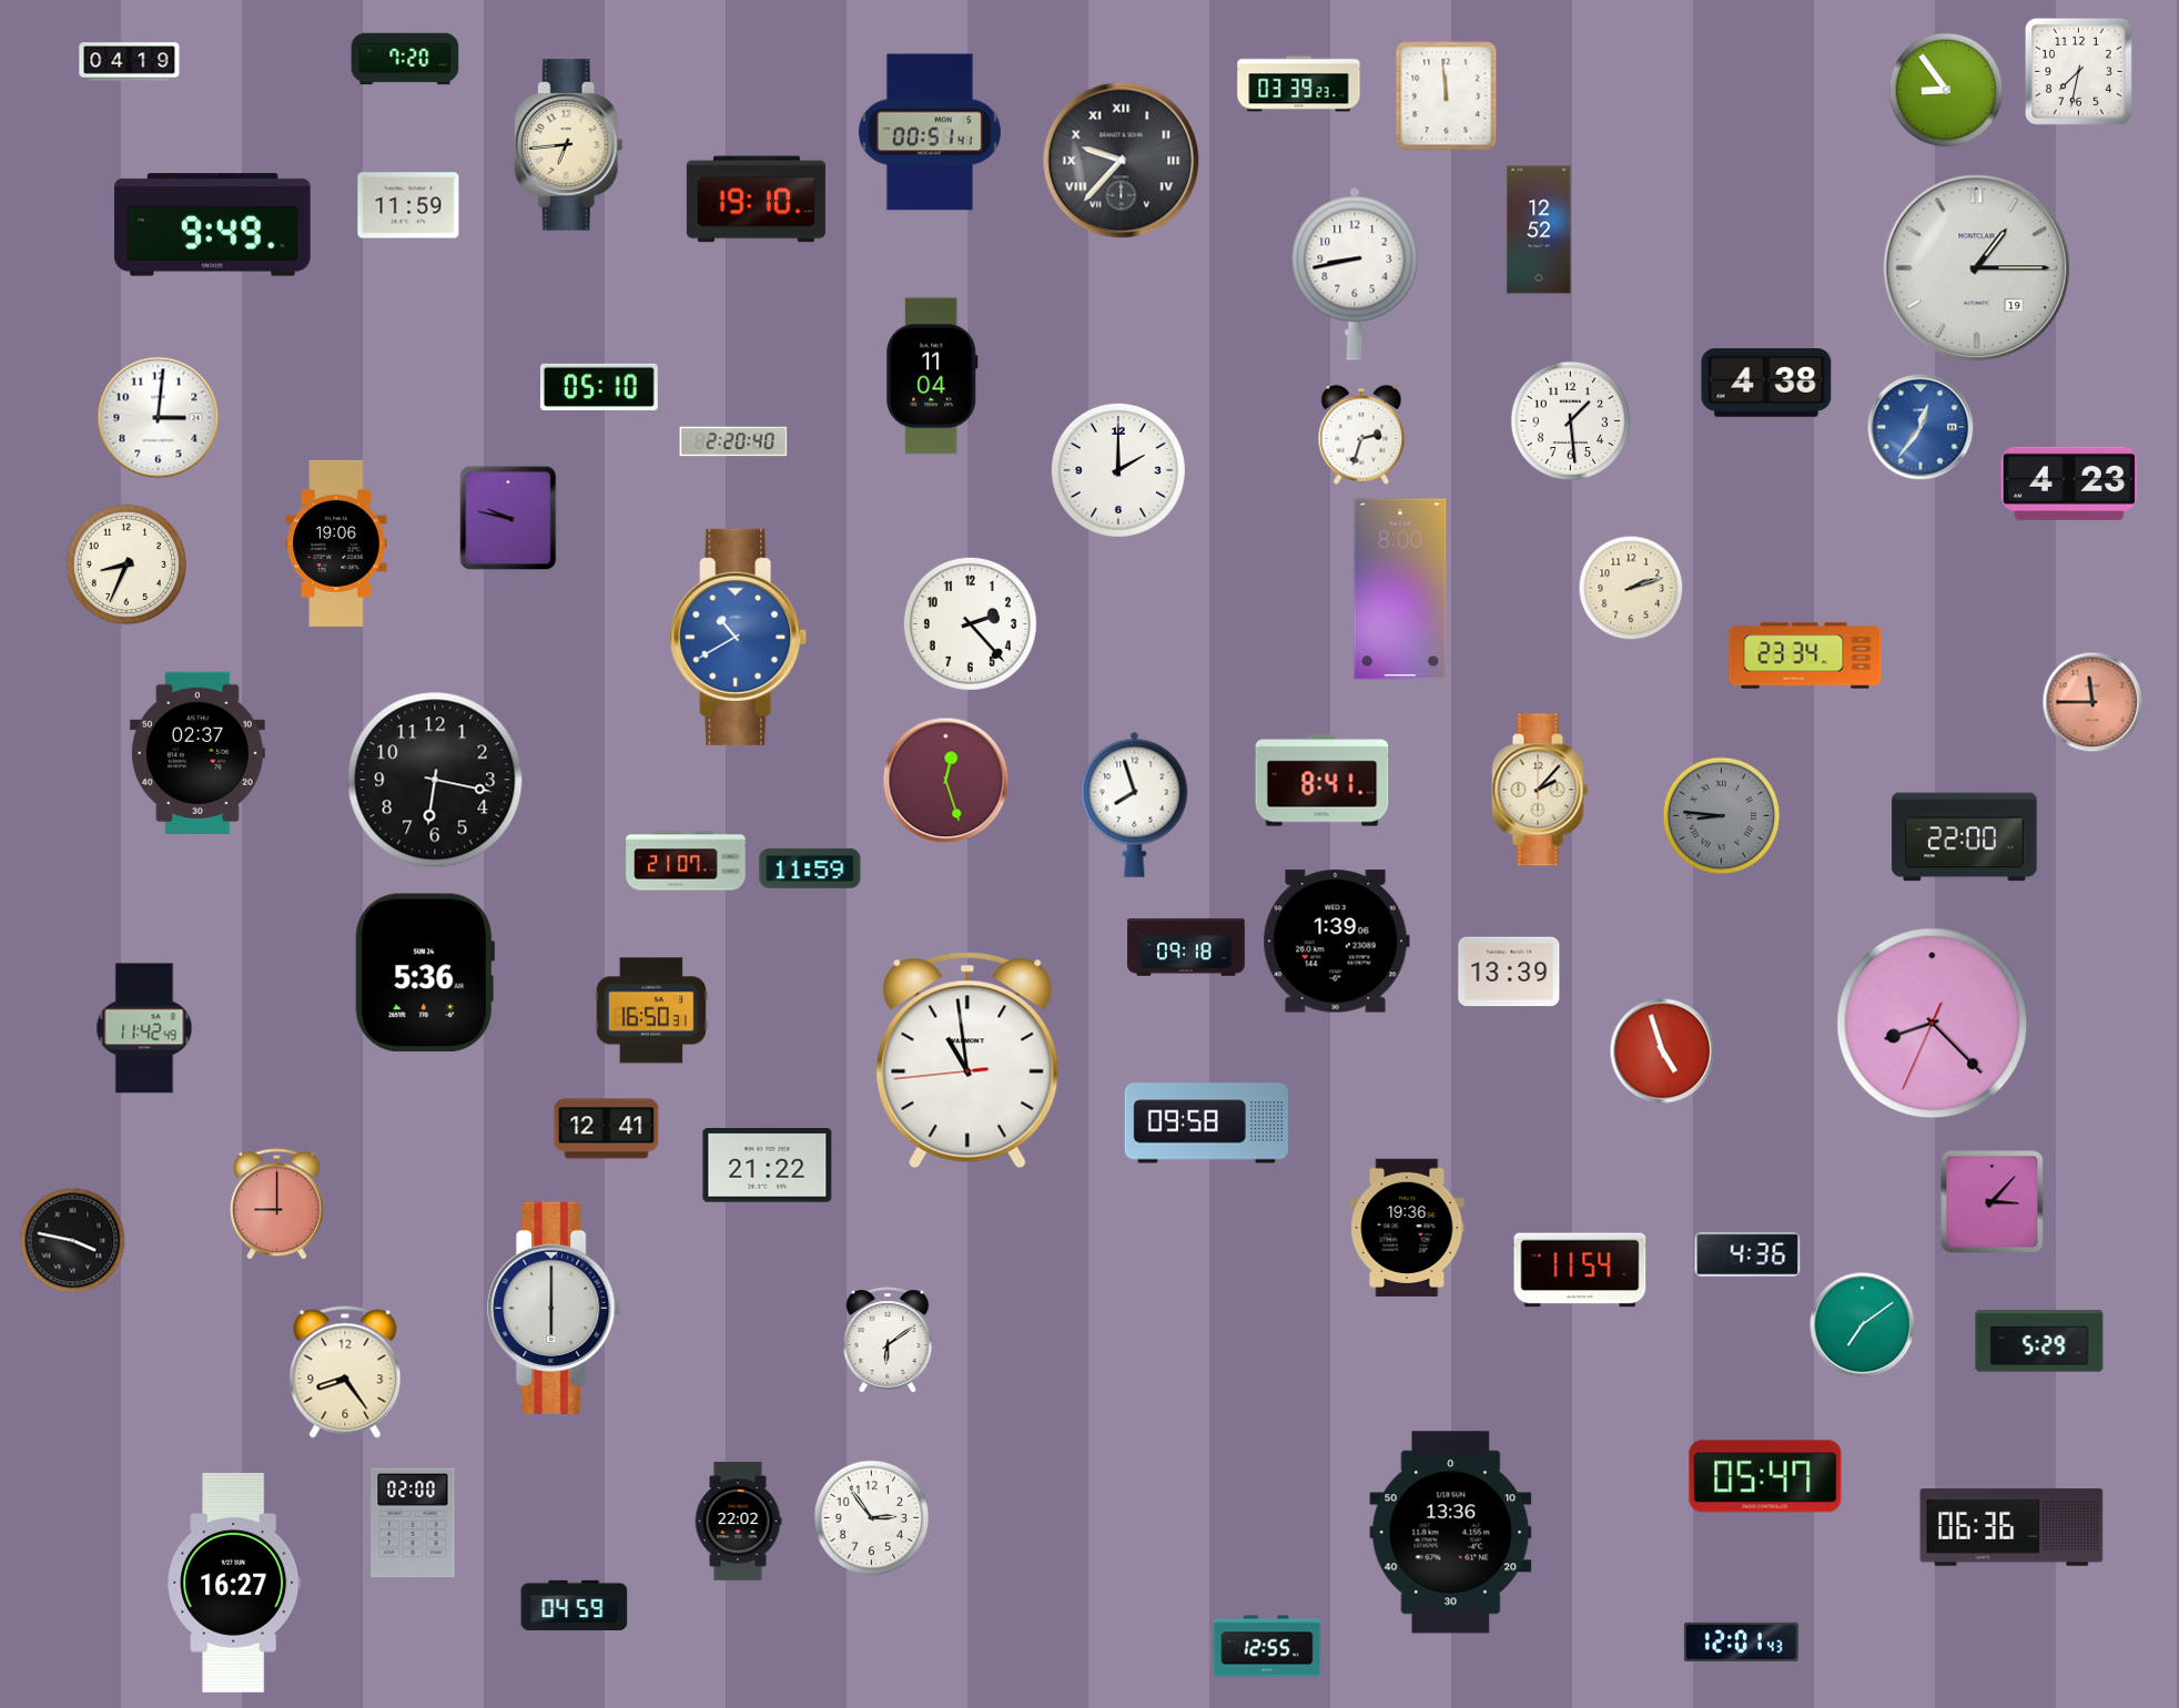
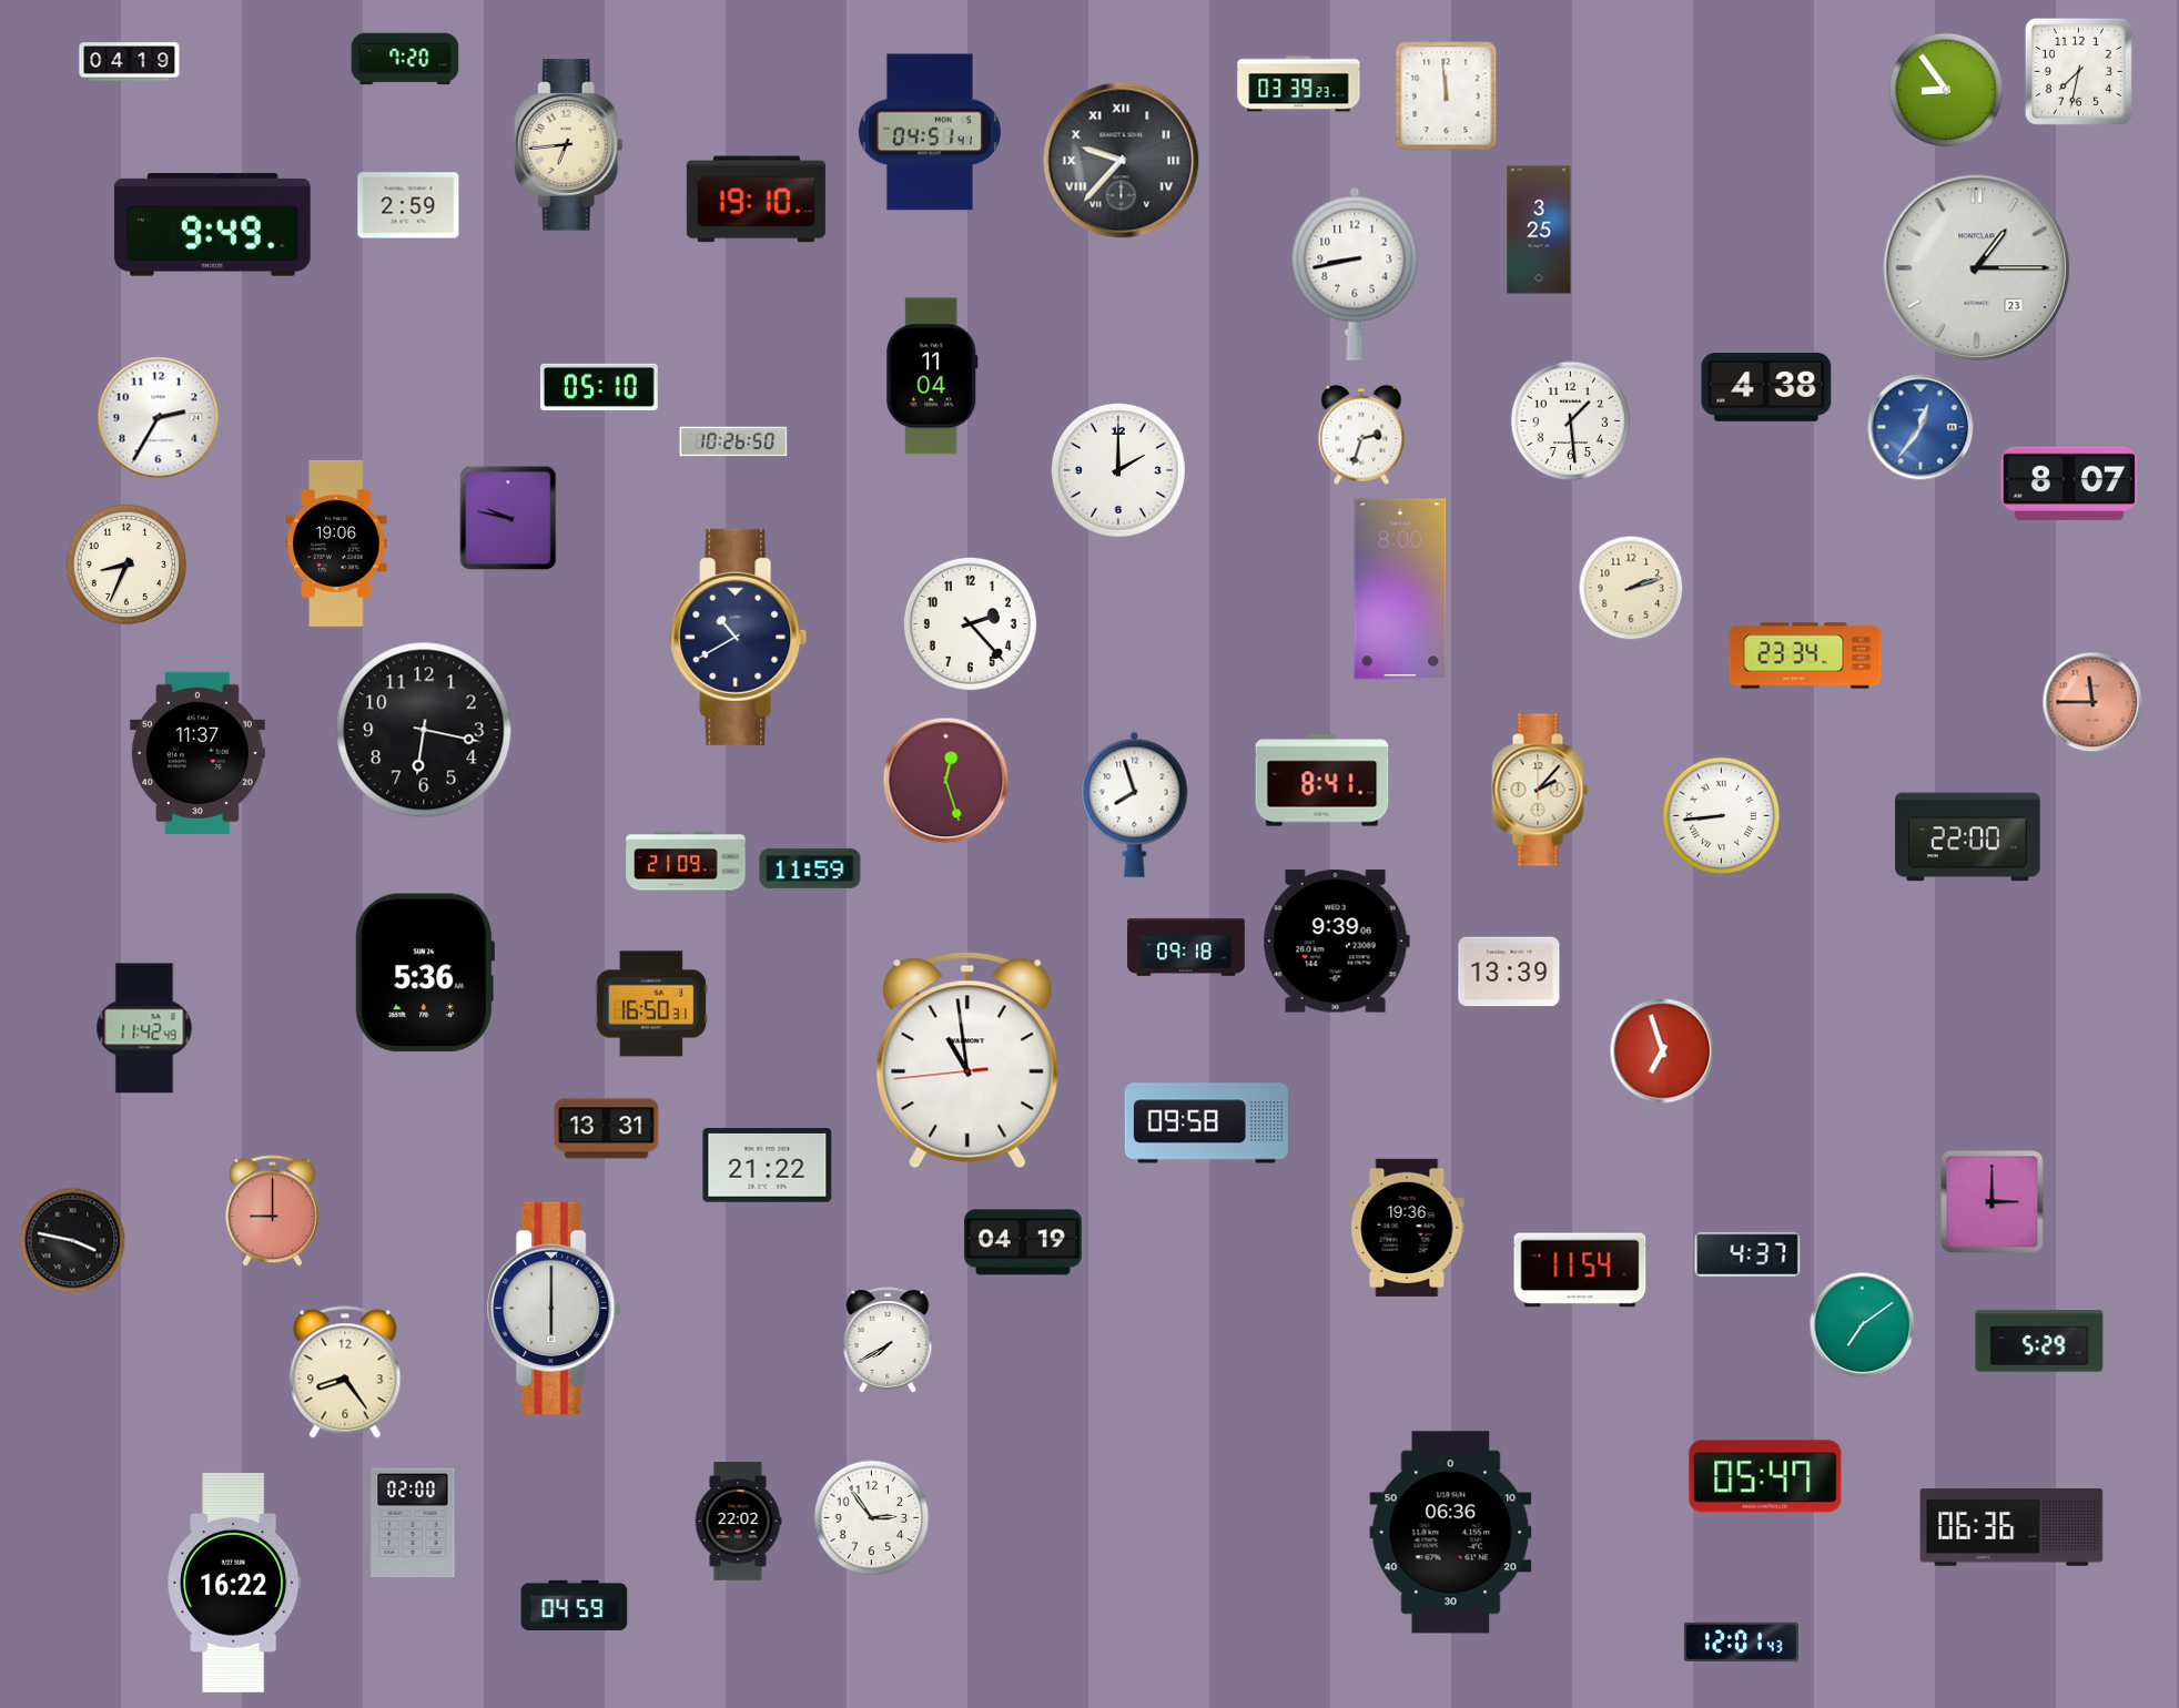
clock at (930, 132): 00:51 -> 04:51
clock at (408, 205): 11:59 -> 2:59
clock at (1539, 230): 12:52 -> 3:25
clock at (1977, 268) date: 19 -> 23
clock at (1766, 384) position: (1766, 384) -> (1766, 388)
clock at (159, 418): 3:01 -> 2:35
clock at (733, 441): 2:20 -> 10:26
clock at (2069, 484): 4:23 -> 8:07
clock at (739, 637) dial: blue -> navy
clock at (197, 752): 02:37 -> 11:37
clock at (435, 780) position: (435, 780) -> (424, 730)
clock at (1722, 816): 8:46 -> 8:44
clock at (1722, 816) dial: grey -> white
clock at (1965, 837) position: (1965, 837) -> (1968, 837)
clock at (686, 861): 21:07 -> 21:09
clock at (1336, 942): 1:39 -> 9:39
clock at (651, 1010) position: (651, 1010) -> (651, 1004)
clock at (1933, 1024): 8:22 -> none
clock at (1663, 1051): 4:57 -> 6:57
clock at (607, 1129): 12:41 -> 13:31
clock at (1993, 1202): 3:07 -> 3:00
clock at (277, 1204) position: (277, 1204) -> (273, 1211)
clock at (1024, 1242): none -> 04:19
clock at (1747, 1254): 4:36 -> 4:37
clock at (888, 1340): 6:09 -> 7:40
clock at (1451, 1533): 13:36 -> 06:36
clock at (234, 1583): 16:27 -> 16:22
clock at (1267, 1646): 12:55 -> none
